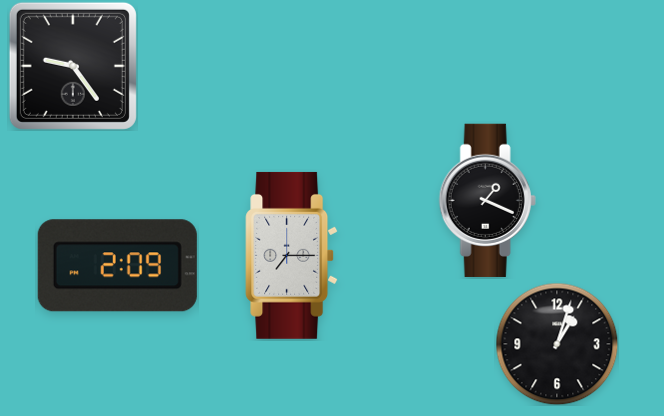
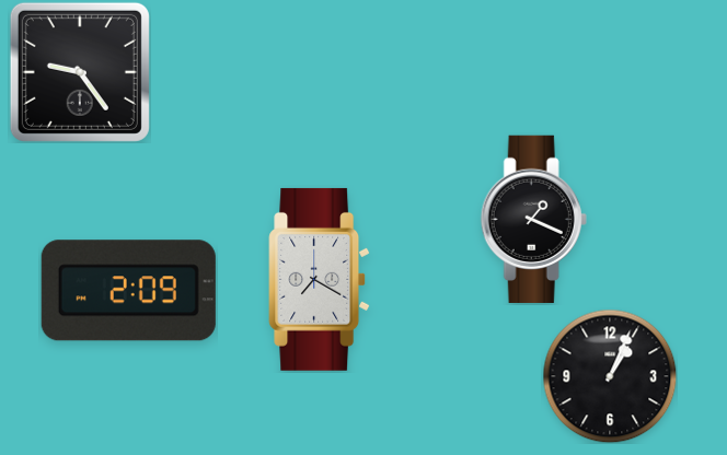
clock at (292, 255): 7:15 -> 7:20
clock at (557, 344): 1:03 -> 1:04
